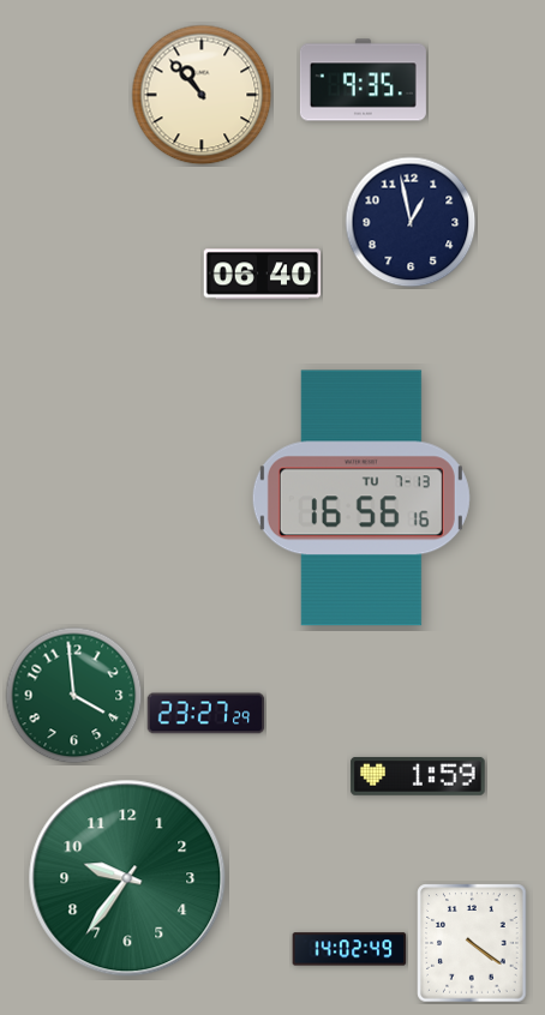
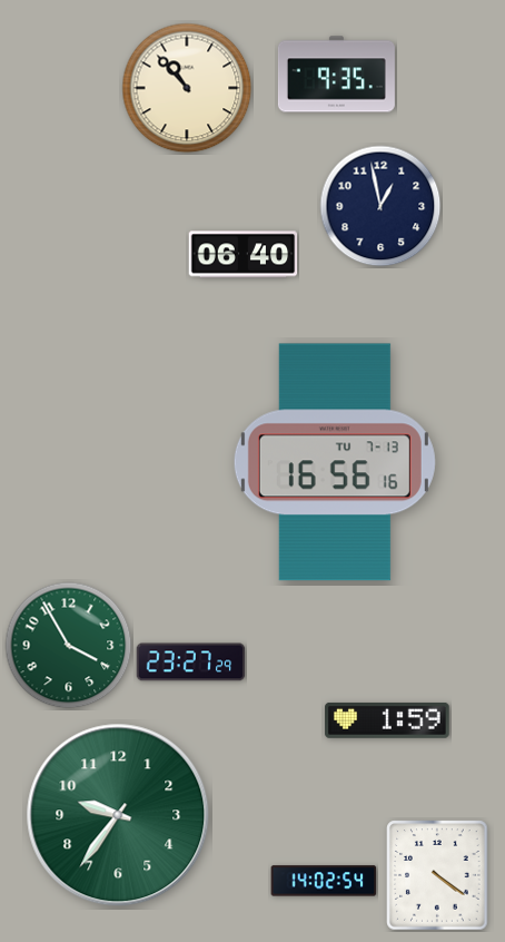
clock at (74, 696): 3:59 -> 3:55
clock at (349, 949): 14:02:49 -> 14:02:54
